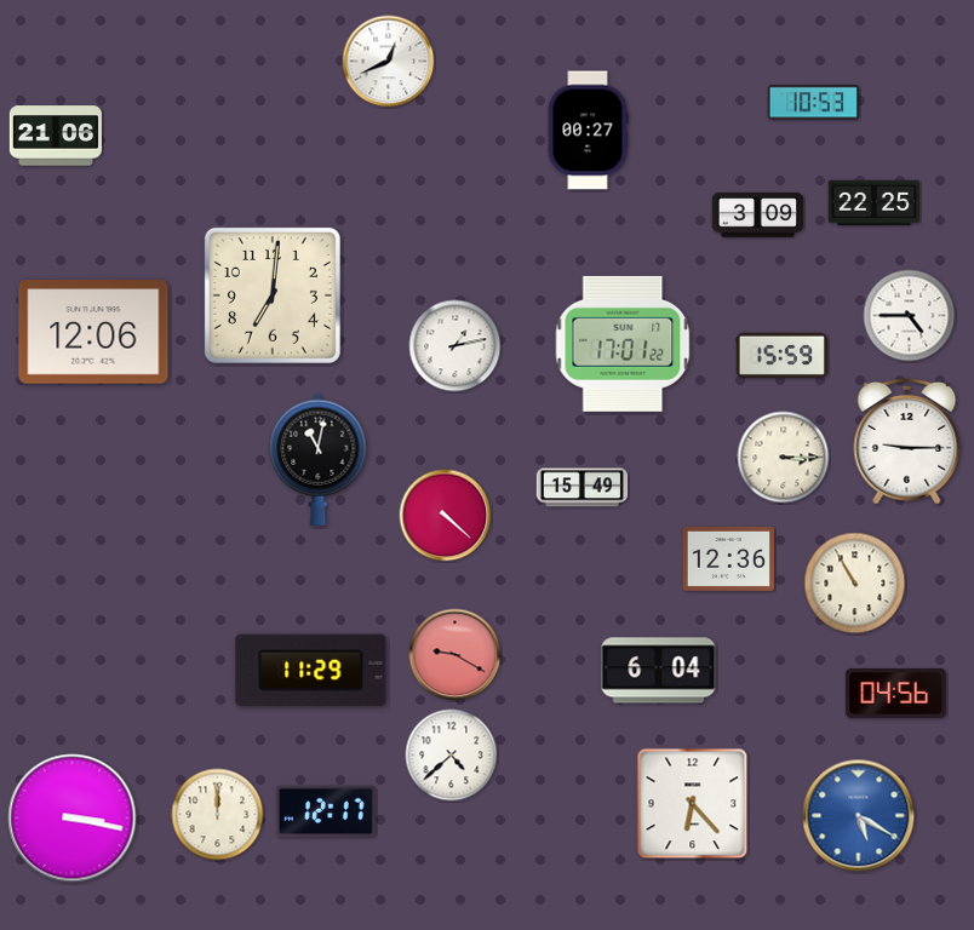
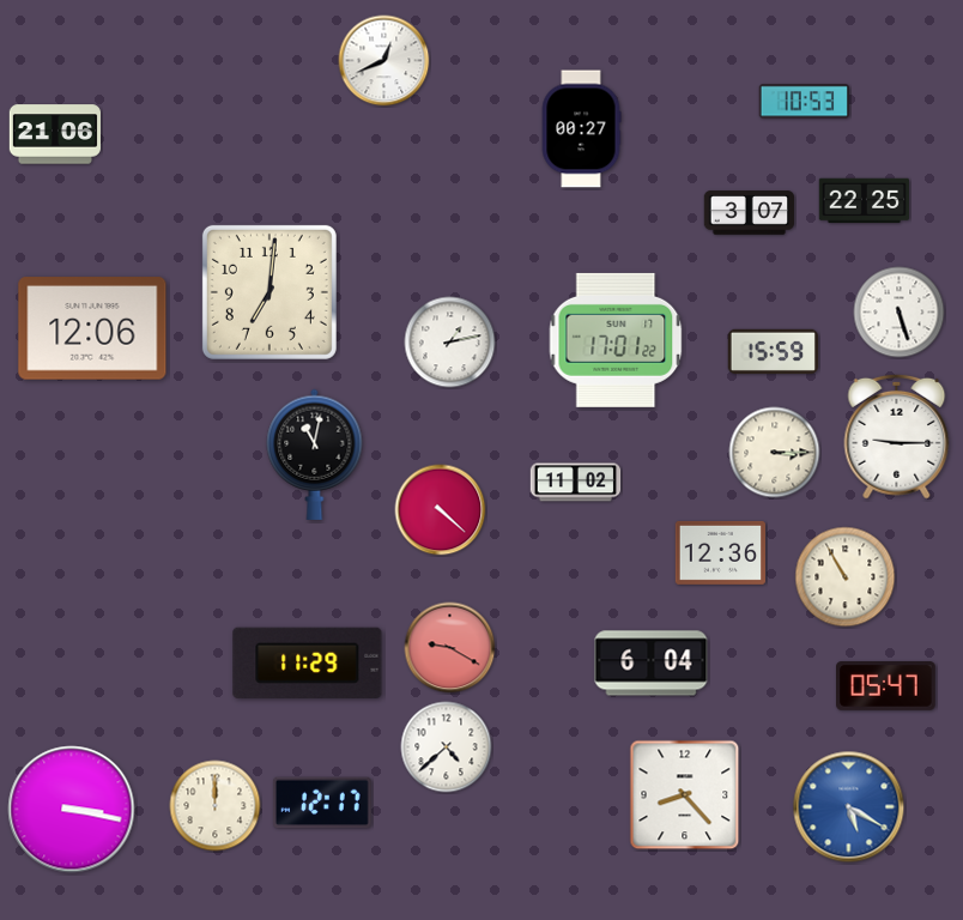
clock at (758, 216): 3:09 -> 3:07
clock at (910, 316): 4:45 -> 5:27
clock at (583, 488): 15:49 -> 11:02
clock at (896, 694): 04:56 -> 05:47
clock at (693, 804): 6:23 -> 8:23
